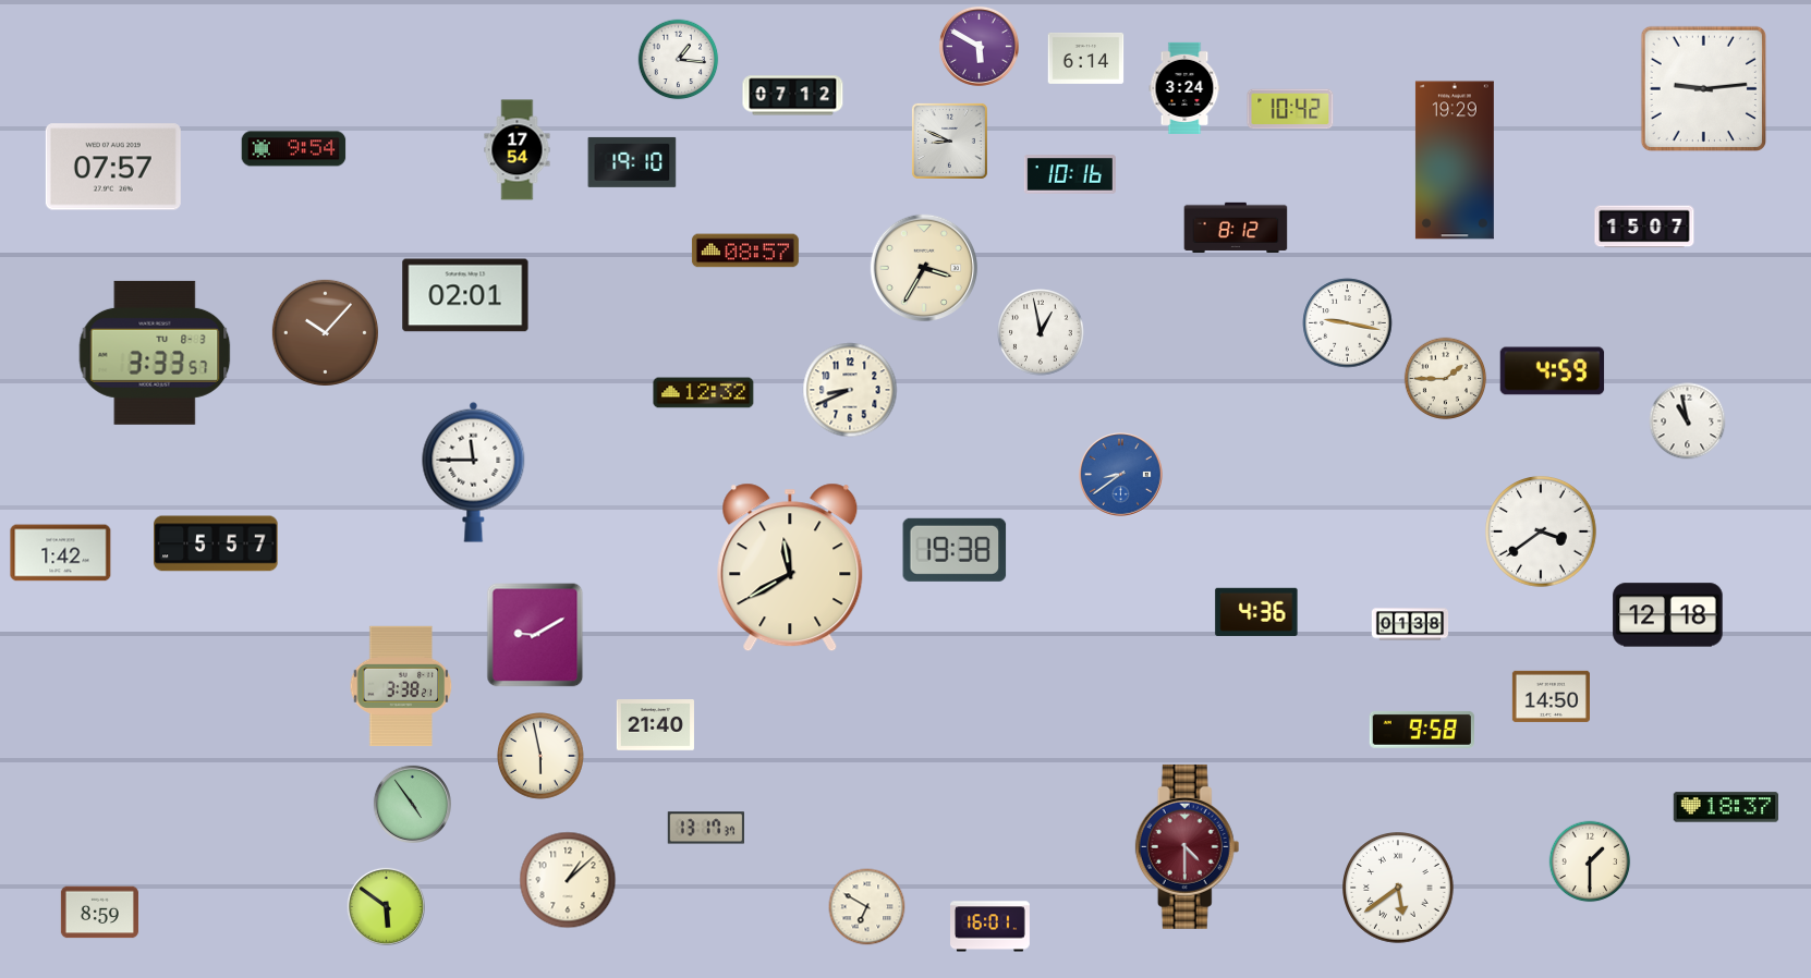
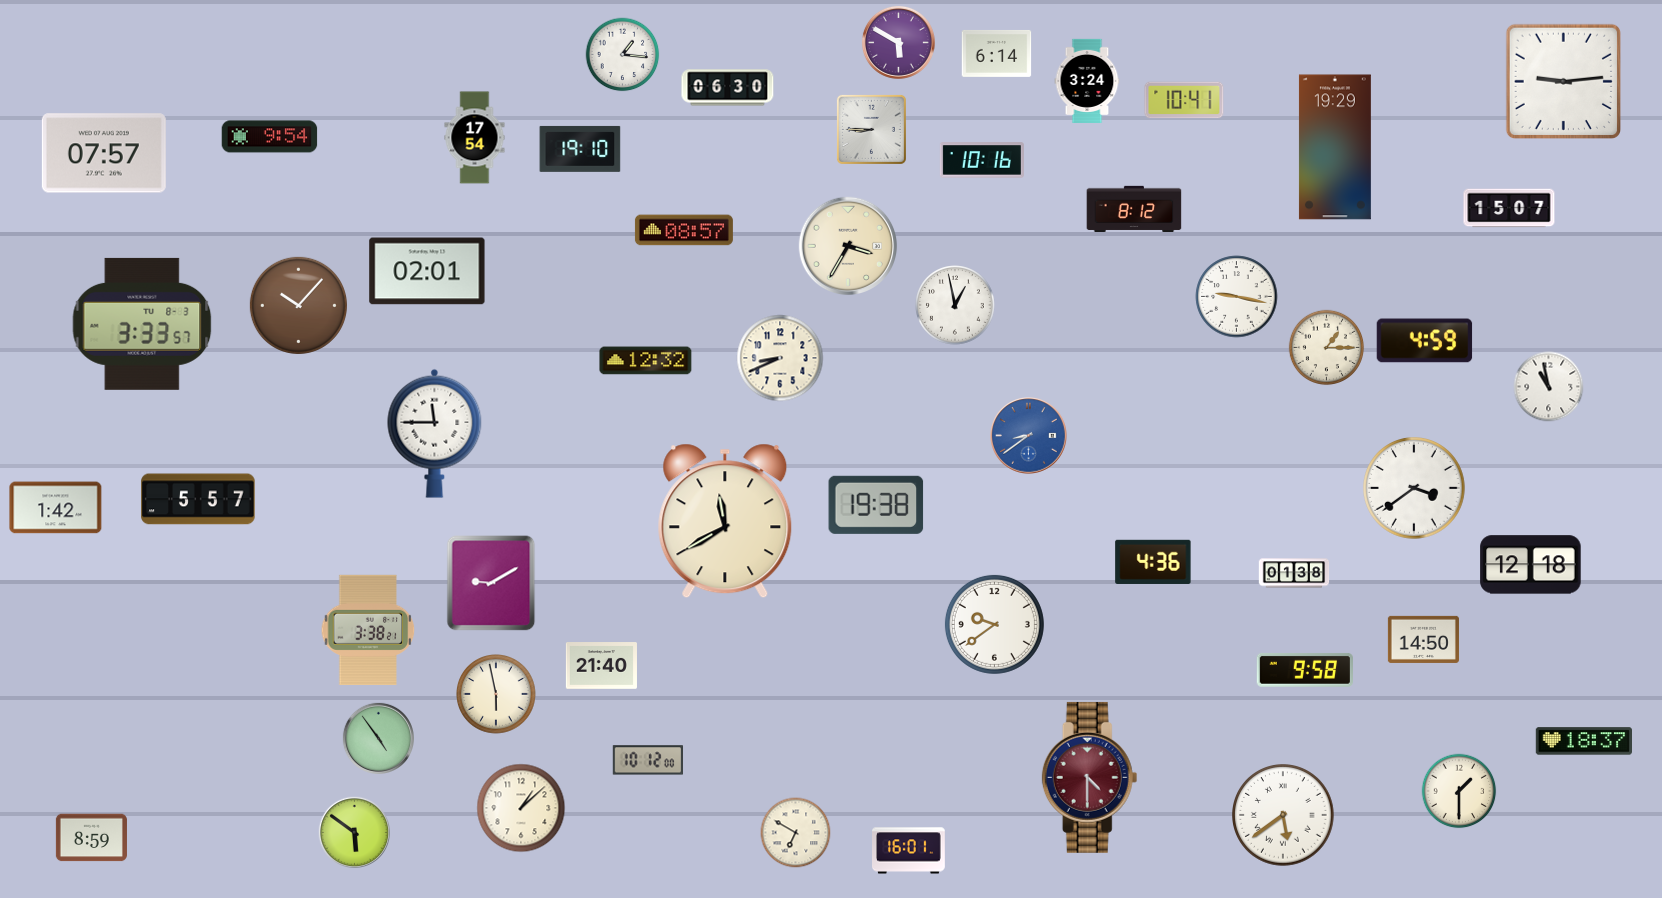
clock at (793, 96): 07:12 -> 06:30
clock at (1290, 109): 10:42 -> 10:41
clock at (949, 140): 8:49 -> 8:45
clock at (1446, 379): 1:45 -> 1:15
clock at (994, 624): none -> 9:39
clock at (705, 828): 13:17 -> 10:12
